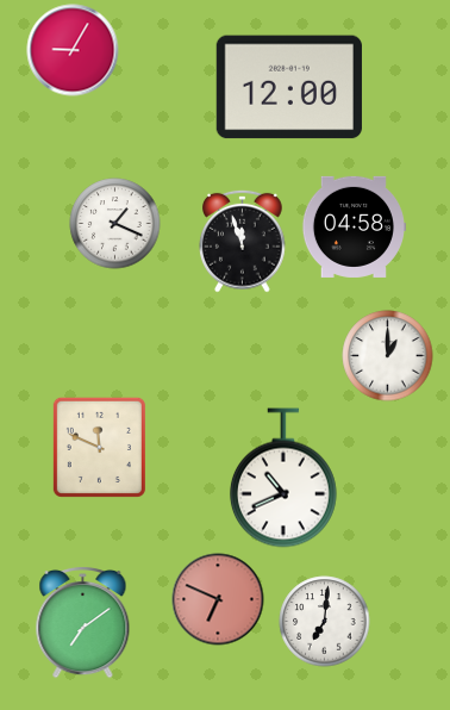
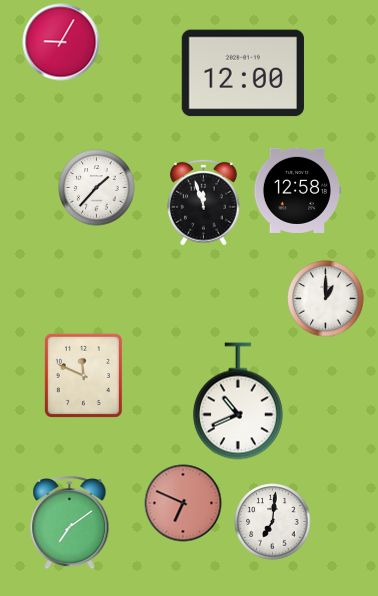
clock at (115, 224): 1:19 -> 1:37
clock at (352, 226): 04:58 -> 12:58
